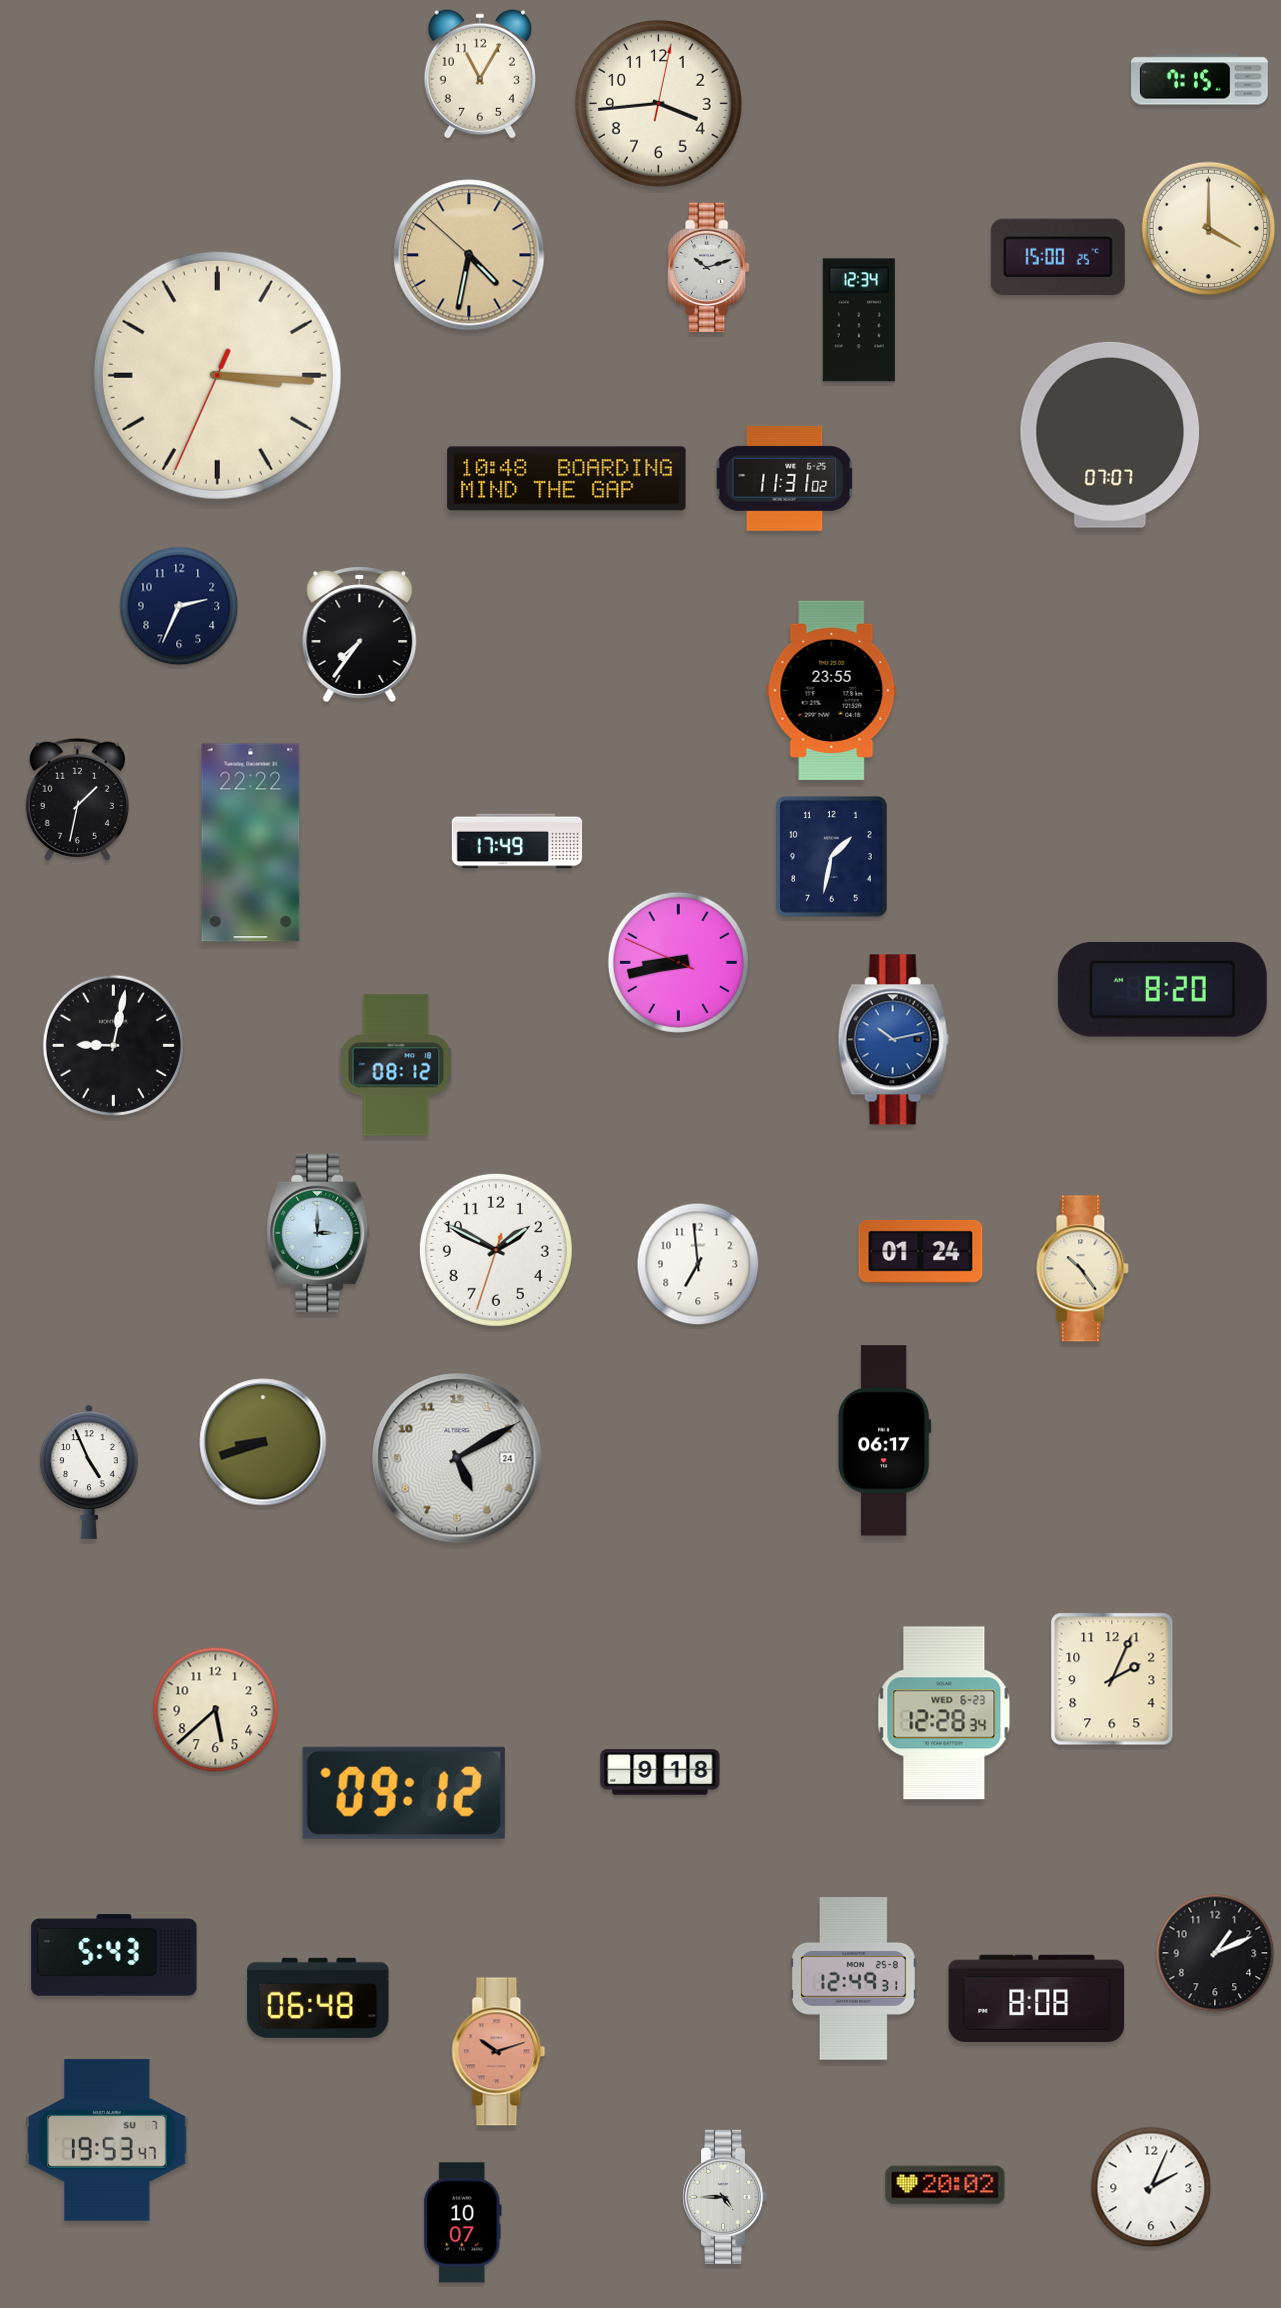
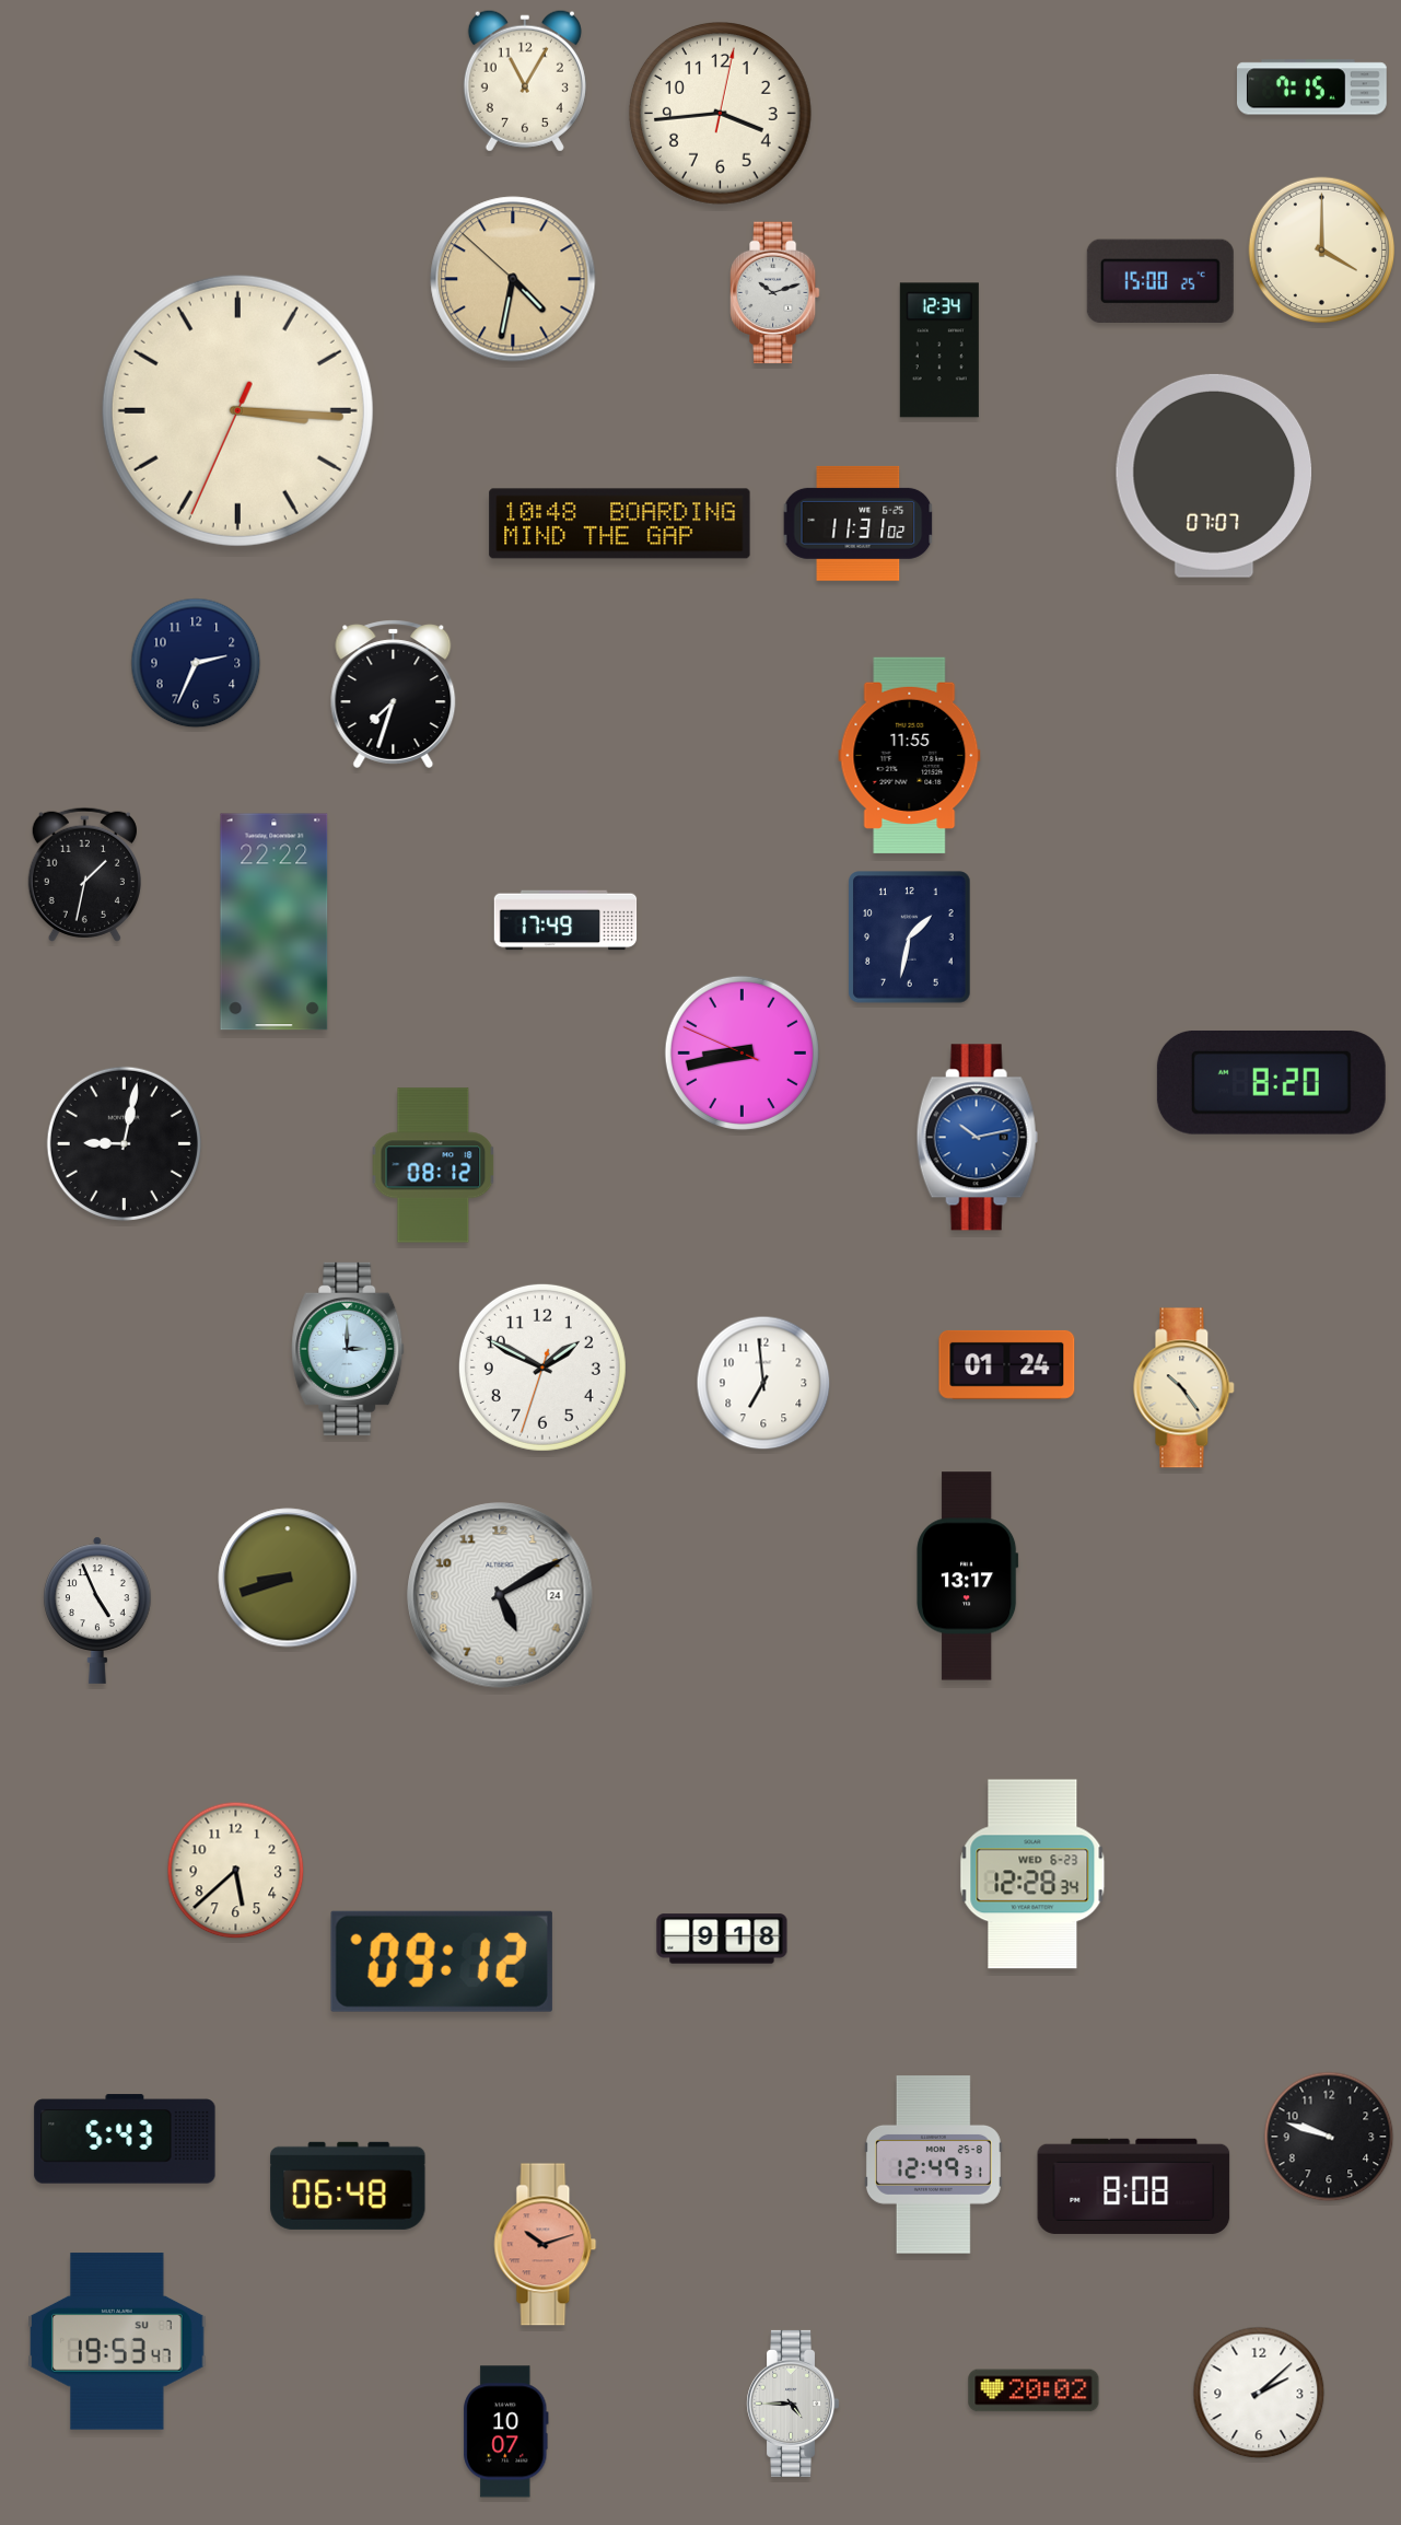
clock at (1058, 257) position: (1058, 257) -> (1160, 281)
clock at (360, 634): 7:36 -> 7:33
clock at (832, 690): 23:55 -> 11:55
clock at (921, 1251) position: (921, 1251) -> (1007, 1364)
clock at (885, 1441): 06:17 -> 13:17
clock at (1112, 1679): 2:04 -> none
clock at (1215, 1953): 1:11 -> 9:48
clock at (1151, 2187): 2:04 -> 2:08
